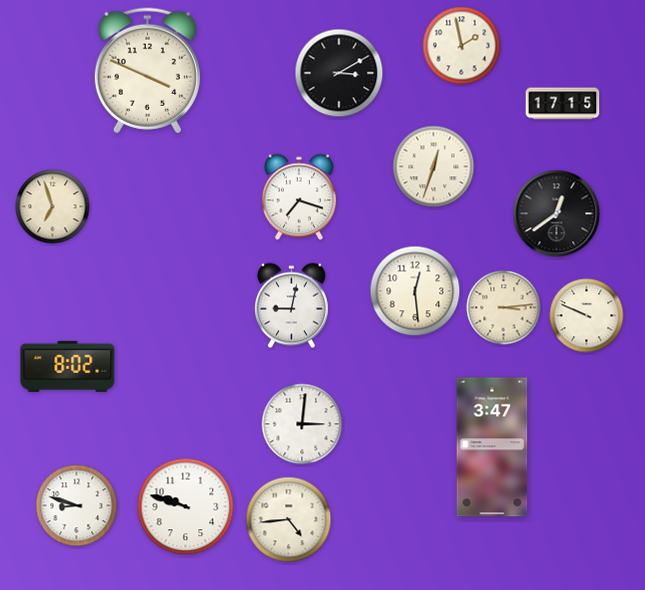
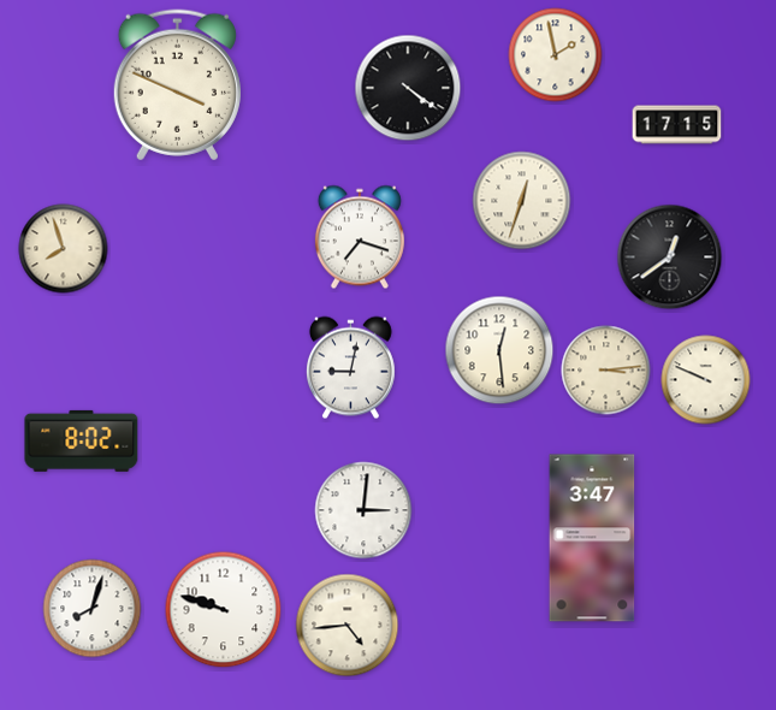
clock at (339, 73): 3:10 -> 4:21
clock at (53, 207): 6:57 -> 7:57
clock at (77, 506): 8:48 -> 8:03
